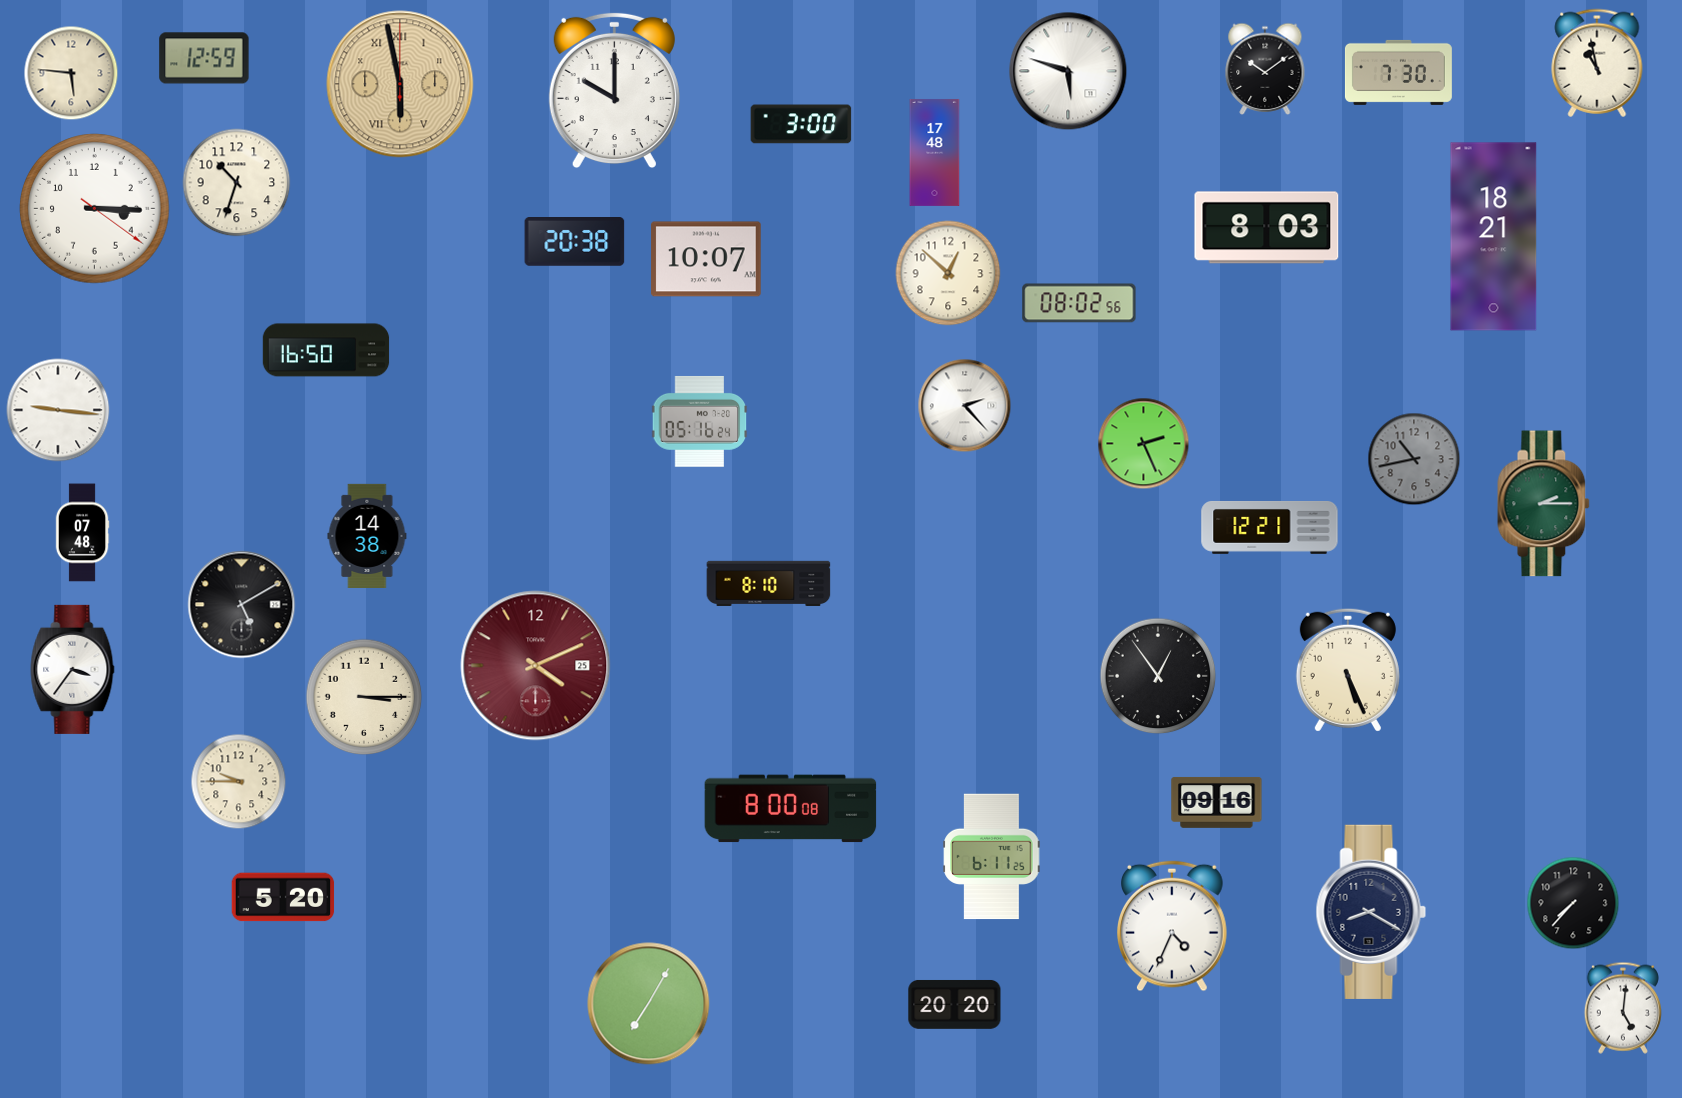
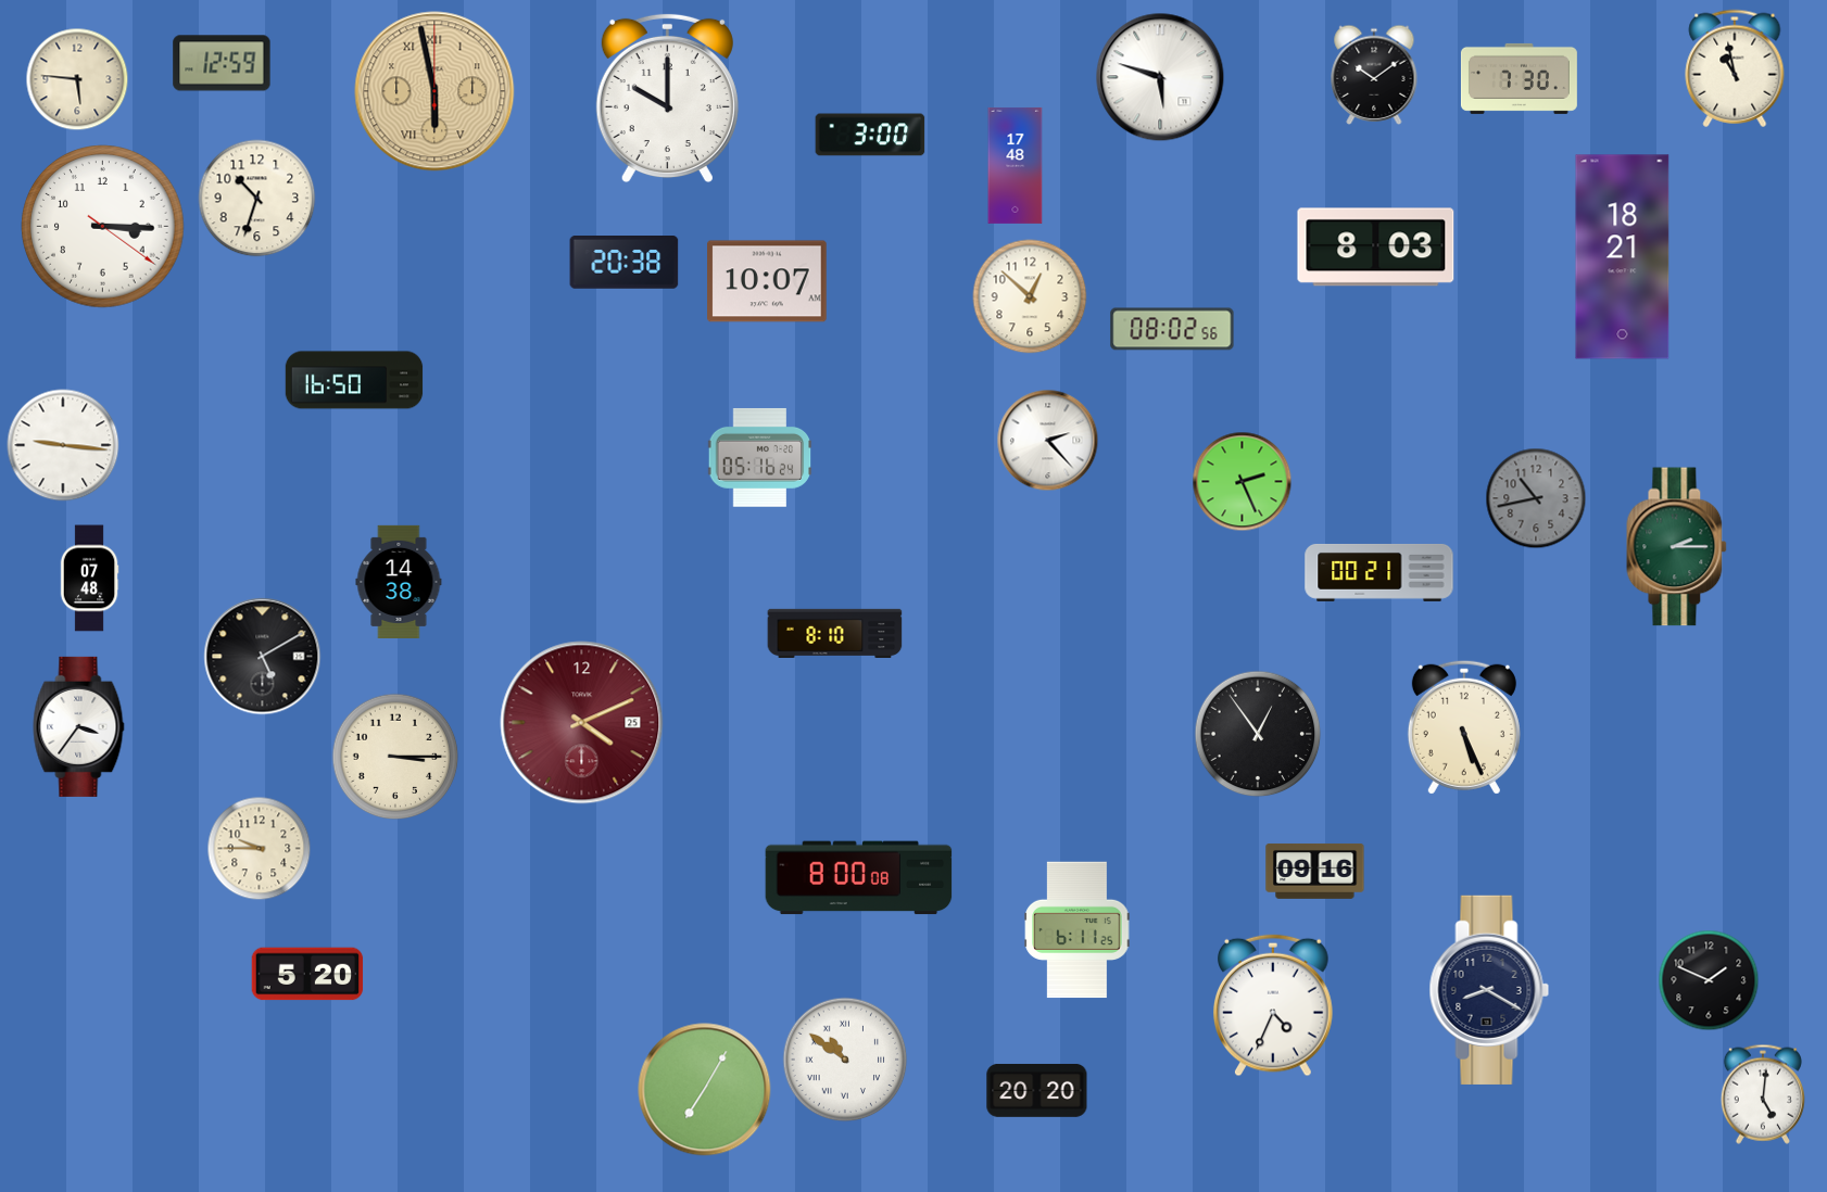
clock at (1270, 528): 12:21 -> 00:21
clock at (1217, 803) position: (1217, 803) -> (1315, 872)
clock at (1573, 903): 7:37 -> 1:49
clock at (845, 1060): none -> 10:51
